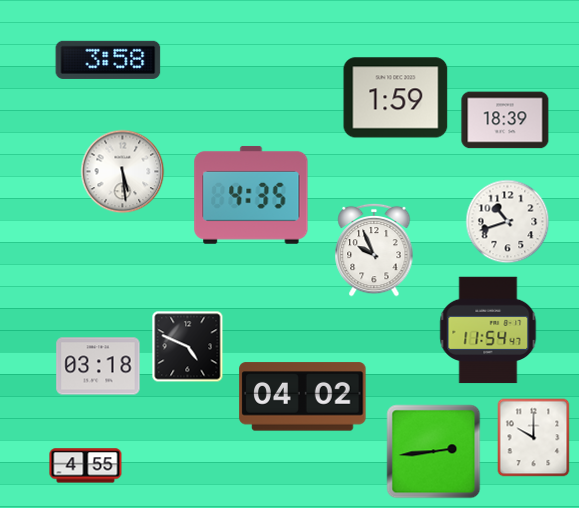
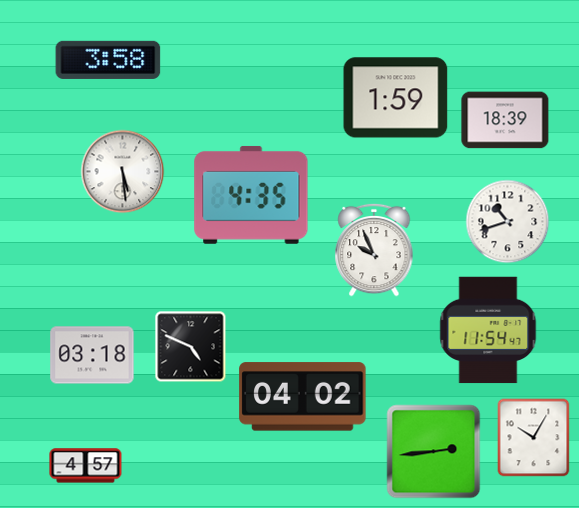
clock at (188, 347) position: (188, 347) -> (191, 347)
clock at (98, 366) position: (98, 366) -> (92, 355)
clock at (534, 438): 10:00 -> 10:05
clock at (86, 466): 4:55 -> 4:57
